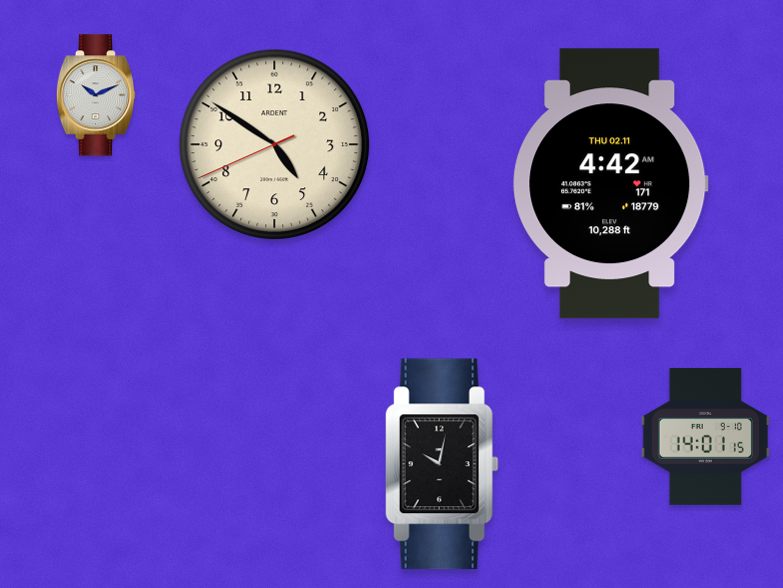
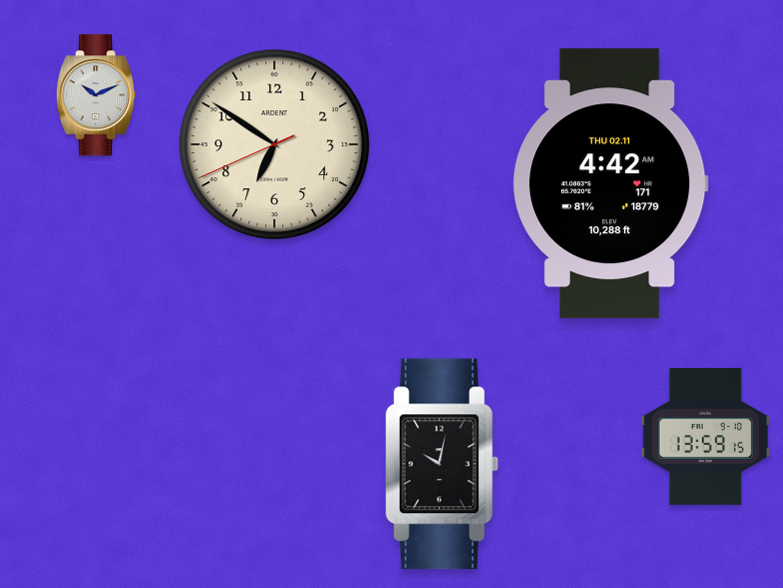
clock at (275, 145): 4:50 -> 6:50
clock at (705, 436): 14:01 -> 13:59
